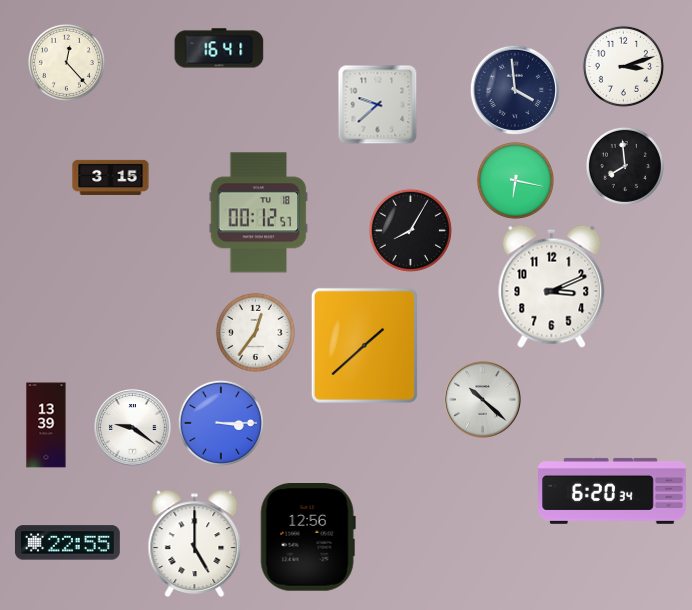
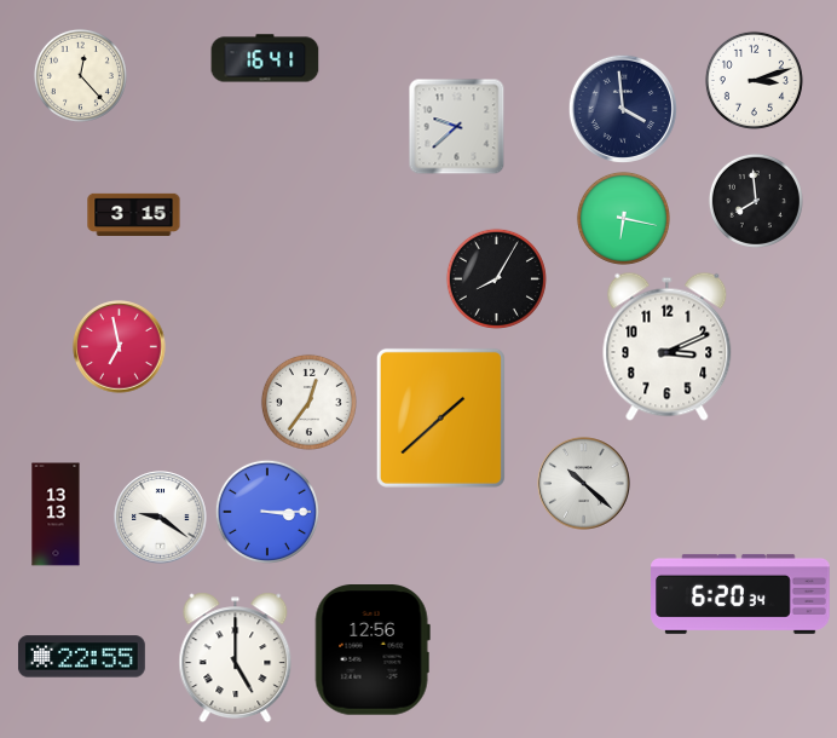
clock at (259, 213): 00:12 -> none
clock at (120, 347): none -> 6:58
clock at (46, 425): 13:39 -> 13:13
